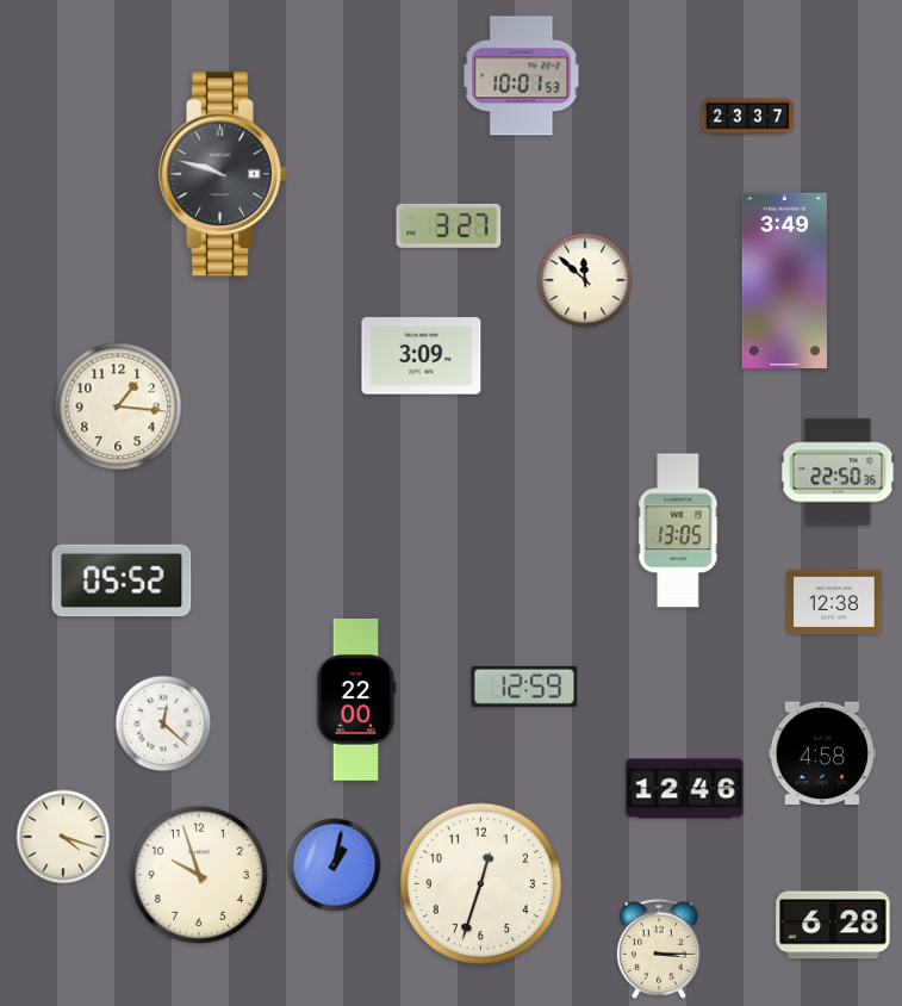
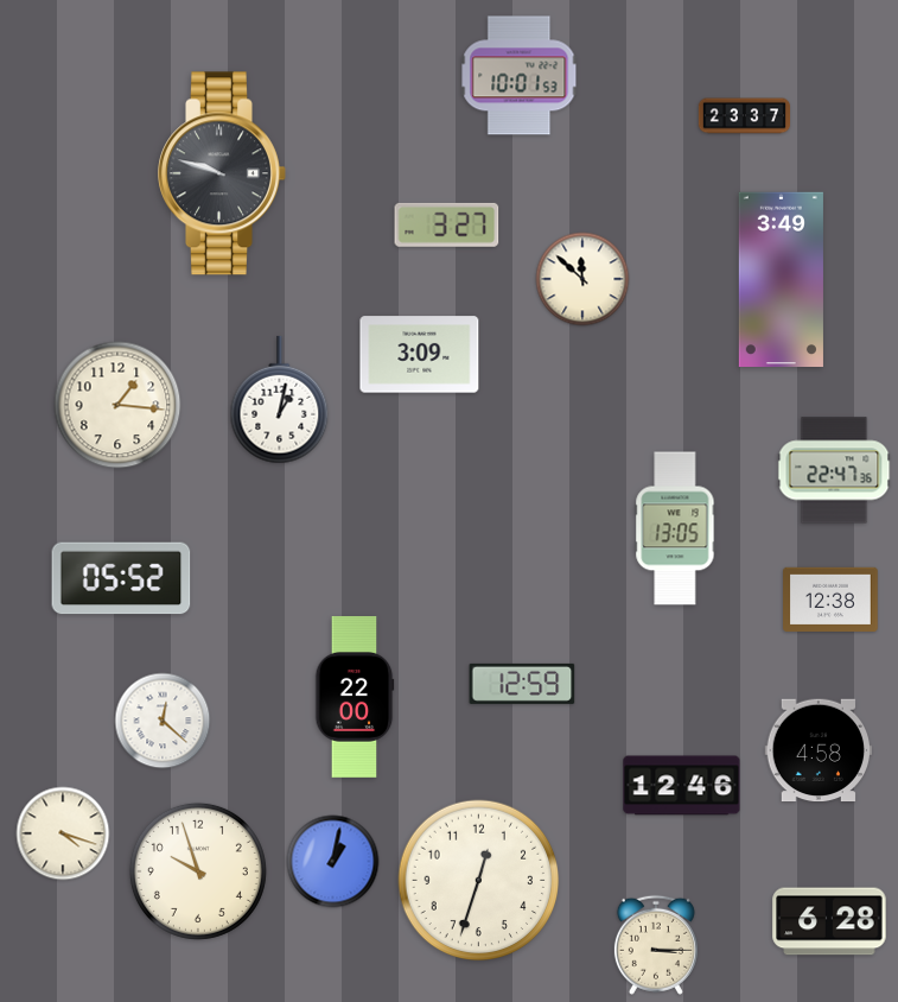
clock at (280, 400): none -> 1:02
clock at (838, 472): 22:50 -> 22:47
